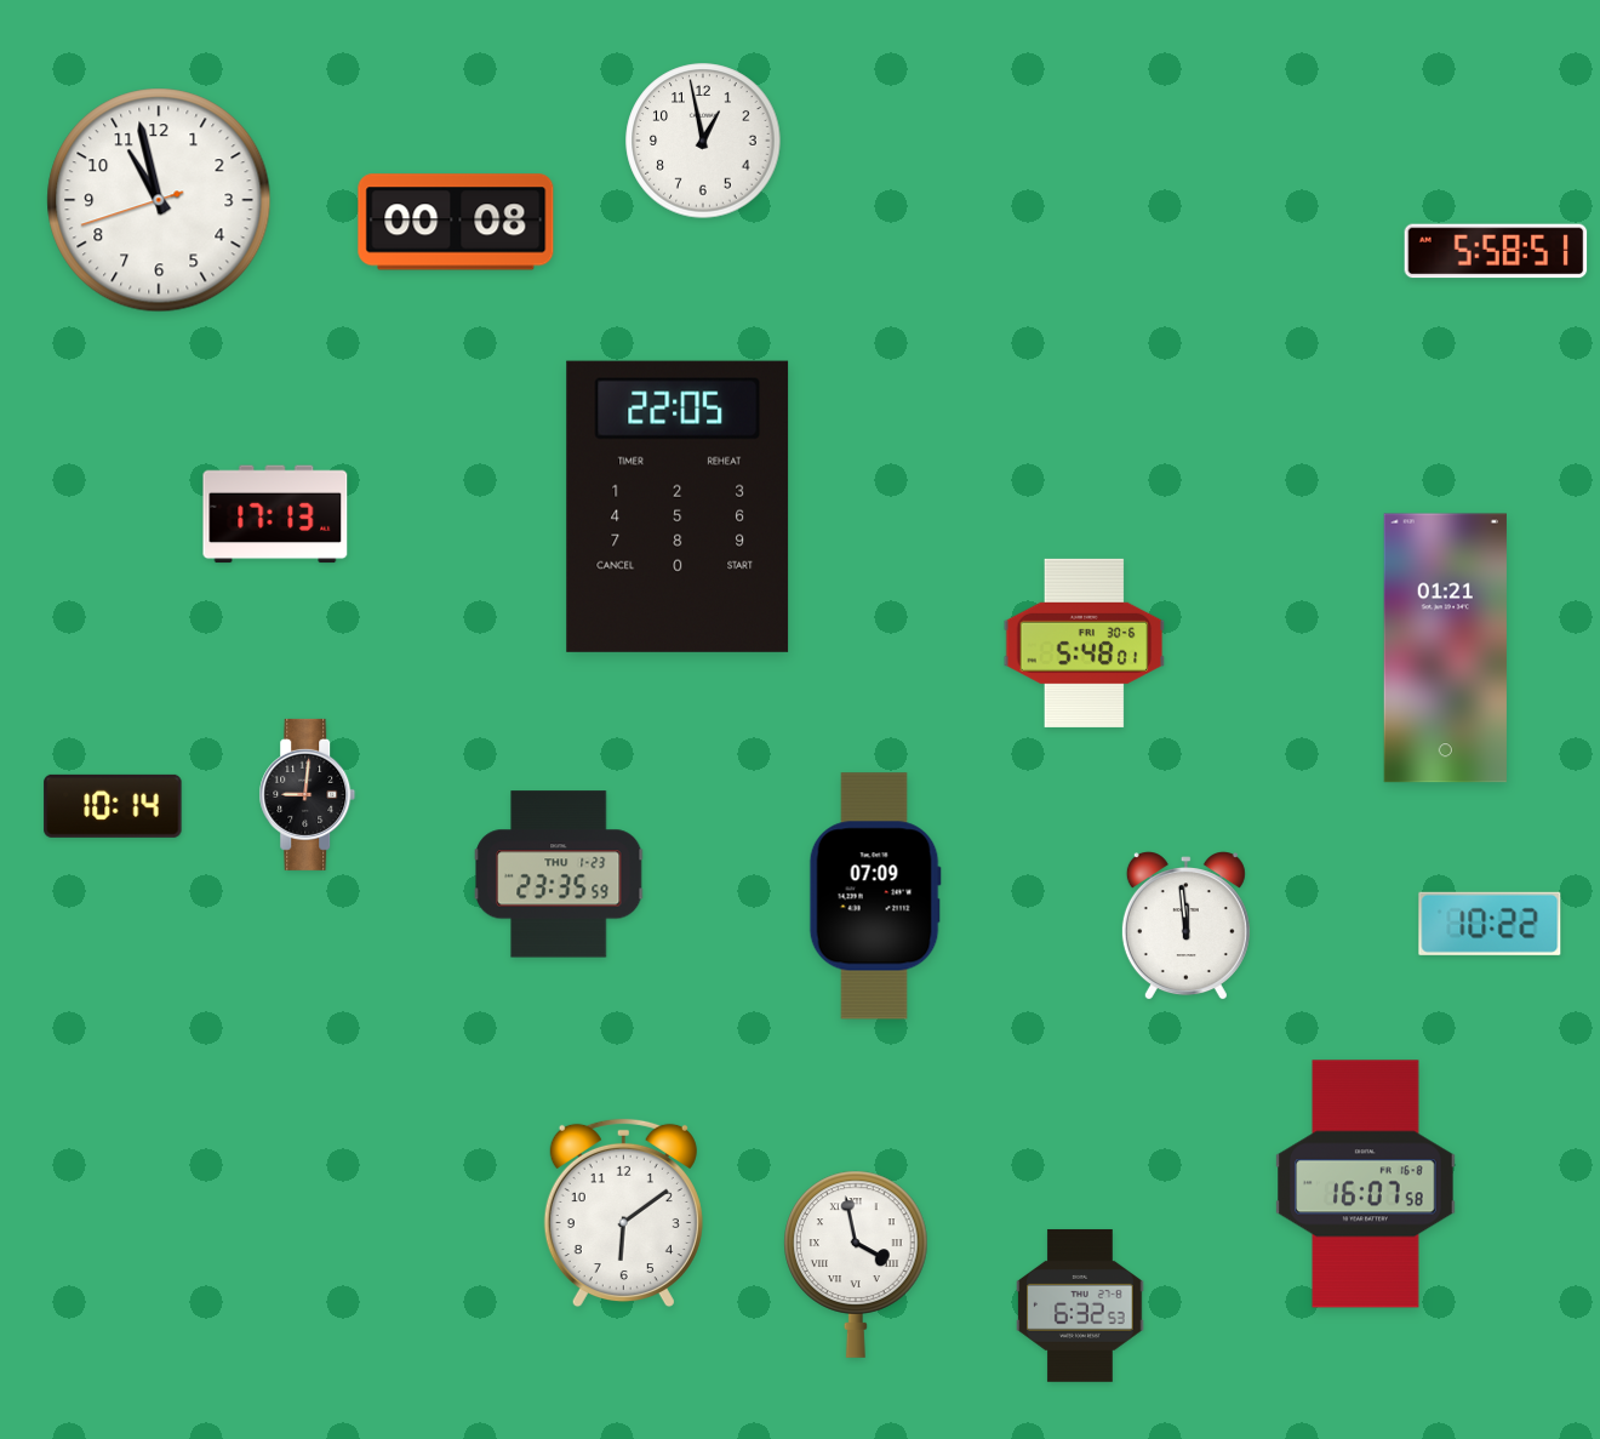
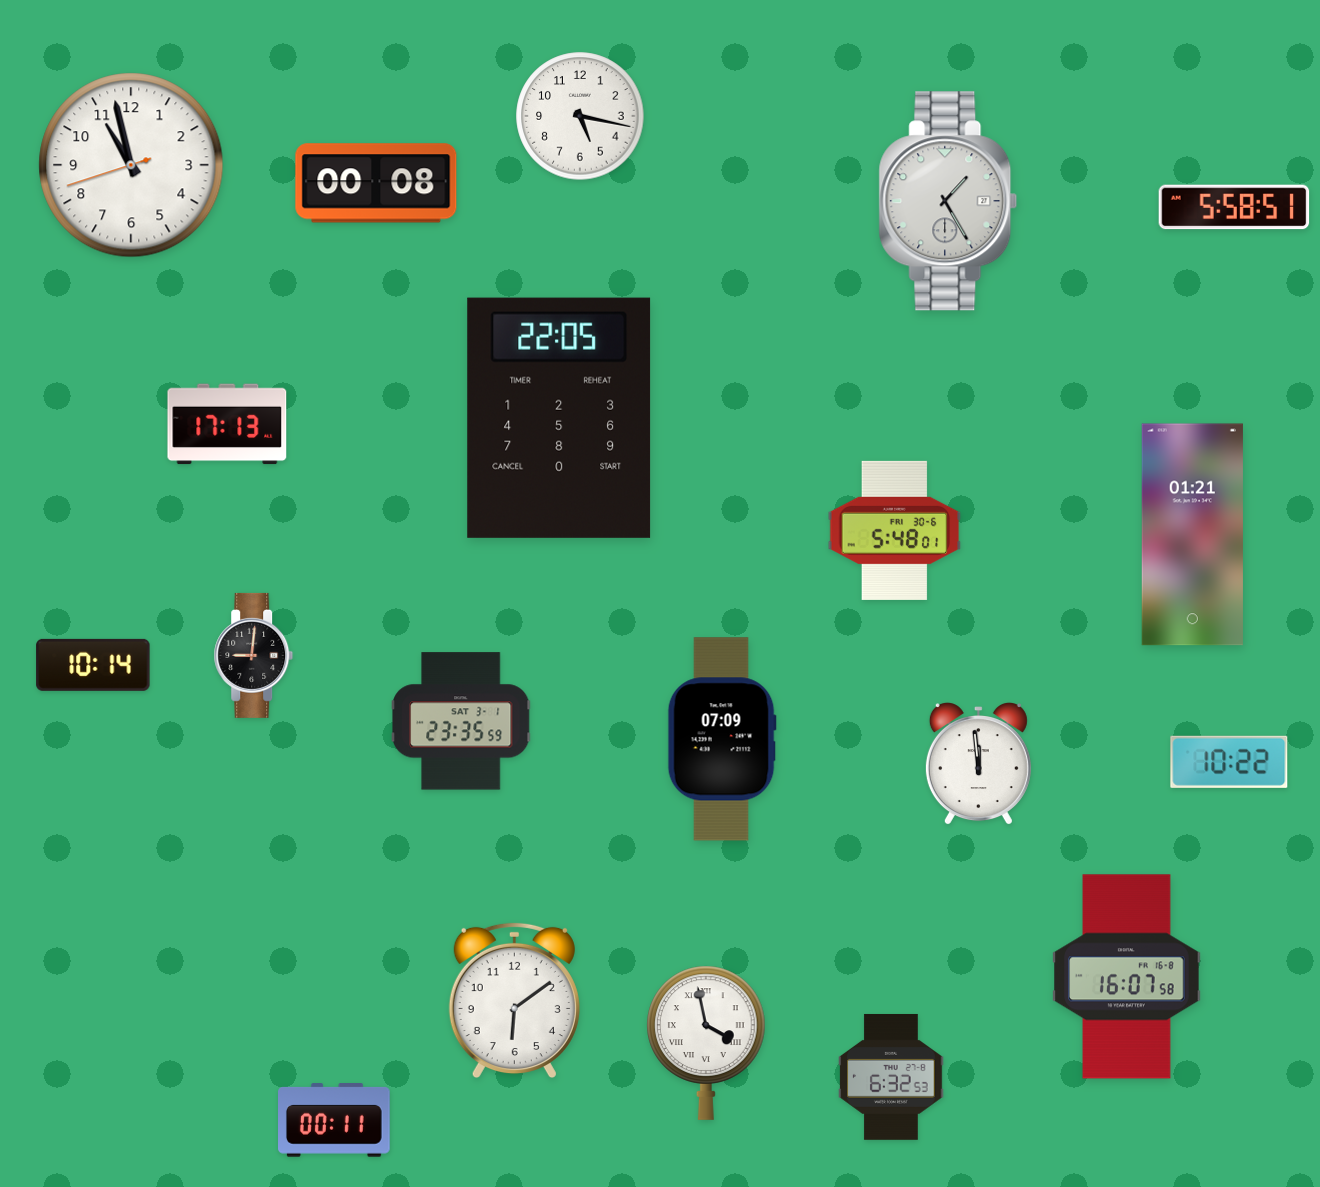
clock at (703, 141): 12:58 -> 5:17
clock at (948, 201): none -> 1:25
clock at (559, 874) date: THU 1-23 -> SAT 3-1
clock at (335, 1120): none -> 00:11
